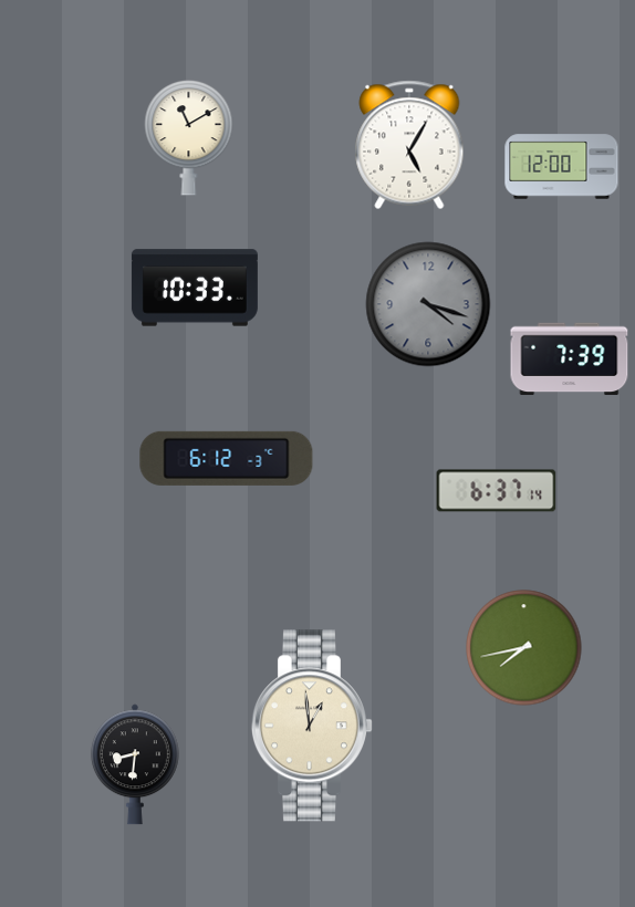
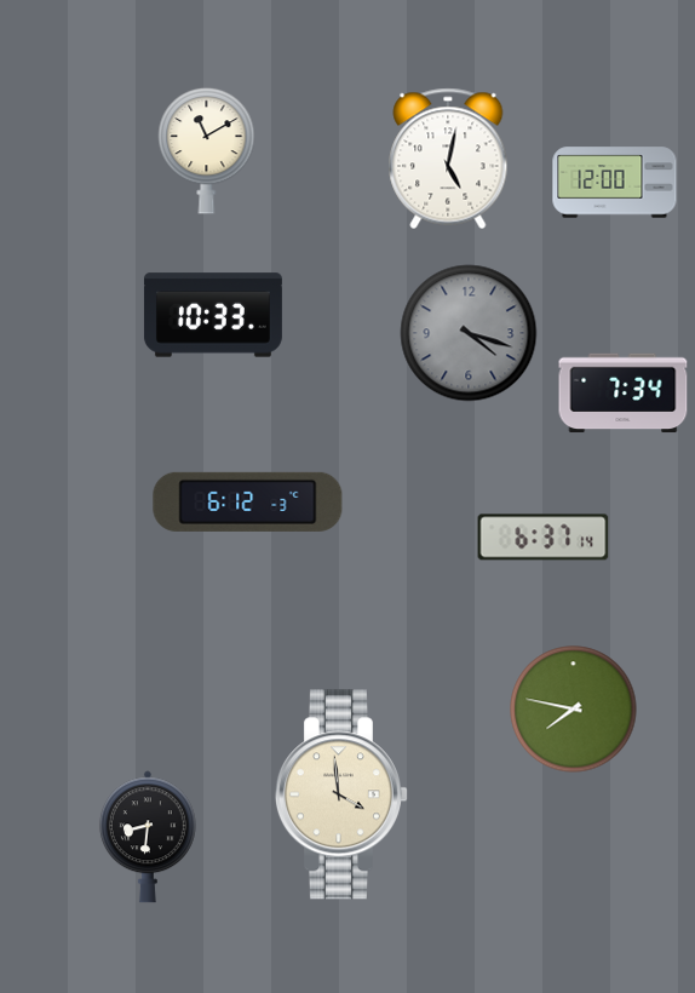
clock at (409, 145): 5:05 -> 5:02
clock at (570, 359): 7:39 -> 7:34
clock at (524, 648): 7:43 -> 7:47
clock at (311, 726): 12:59 -> 3:59
